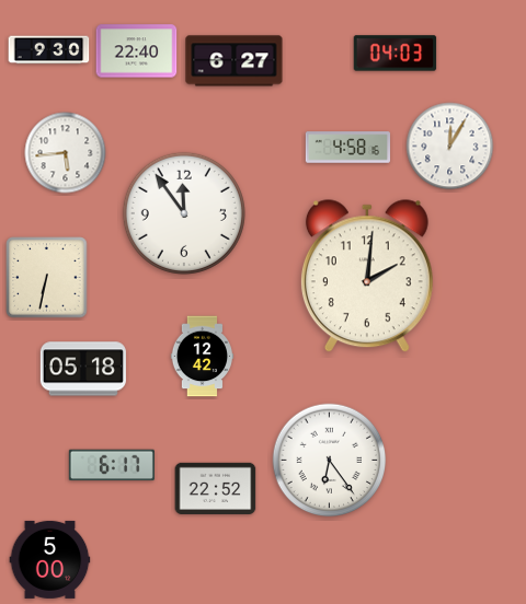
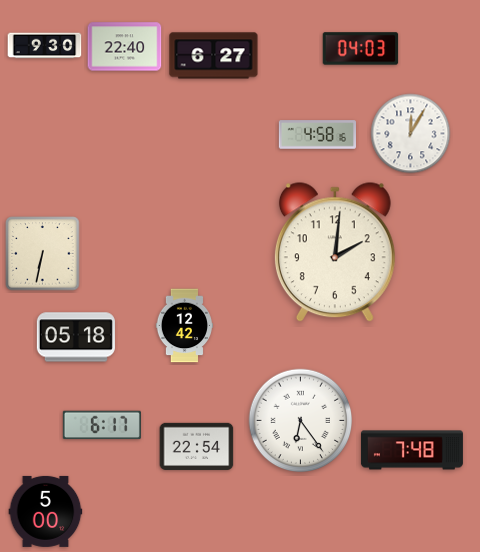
clock at (66, 153): 5:44 -> none
clock at (184, 213): 11:54 -> none
clock at (216, 488): 22:52 -> 22:54
clock at (412, 450): none -> 7:48
